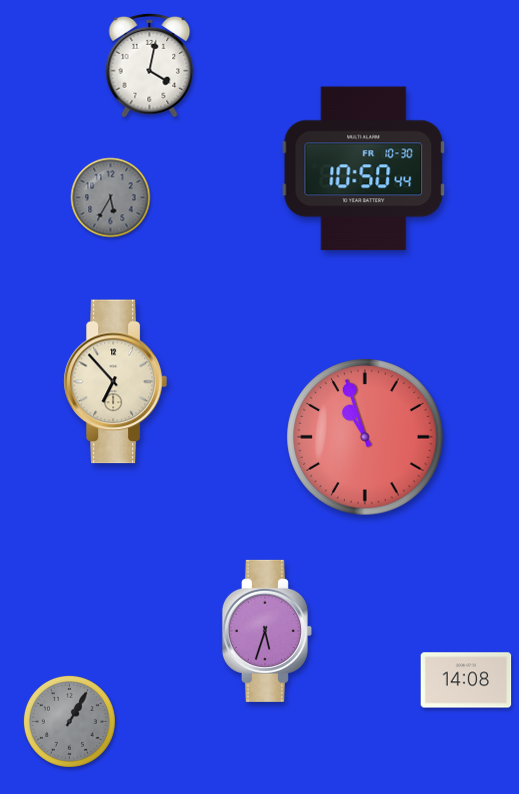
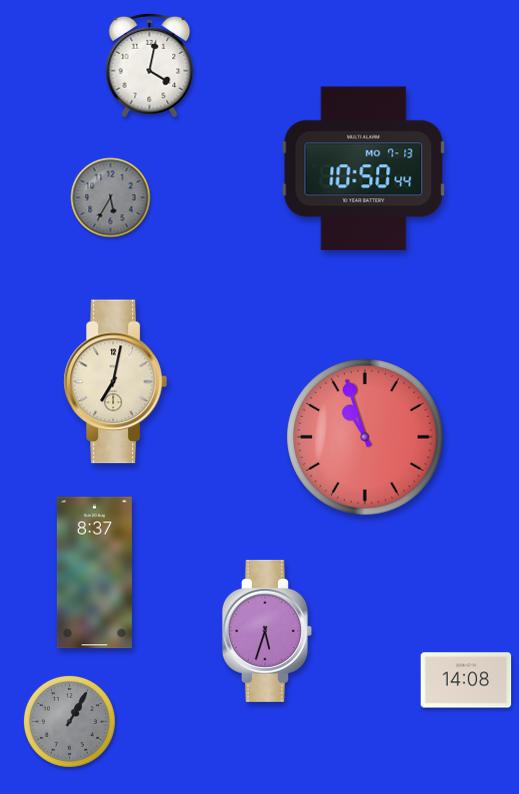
clock at (364, 169) date: FR 10-30 -> MO 7-13
clock at (115, 382): 6:53 -> 7:02
clock at (94, 573): none -> 8:37
